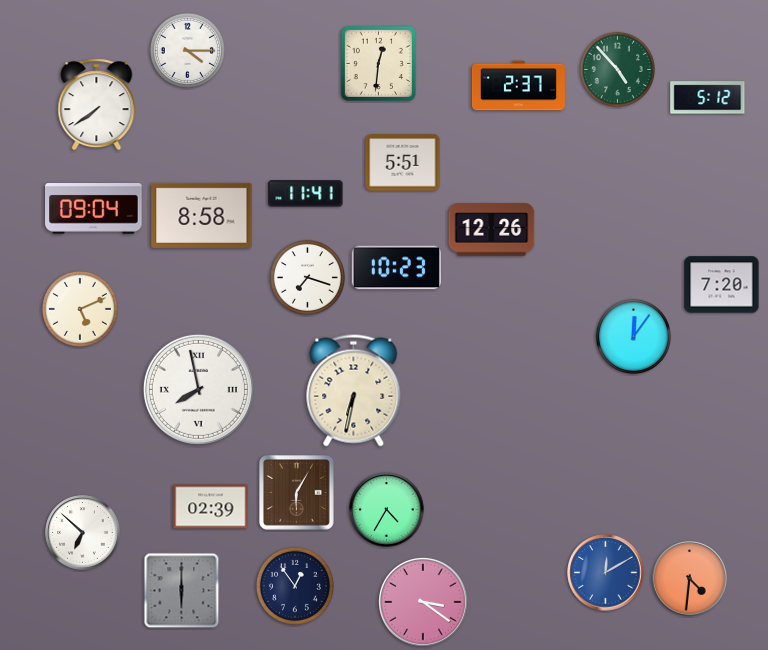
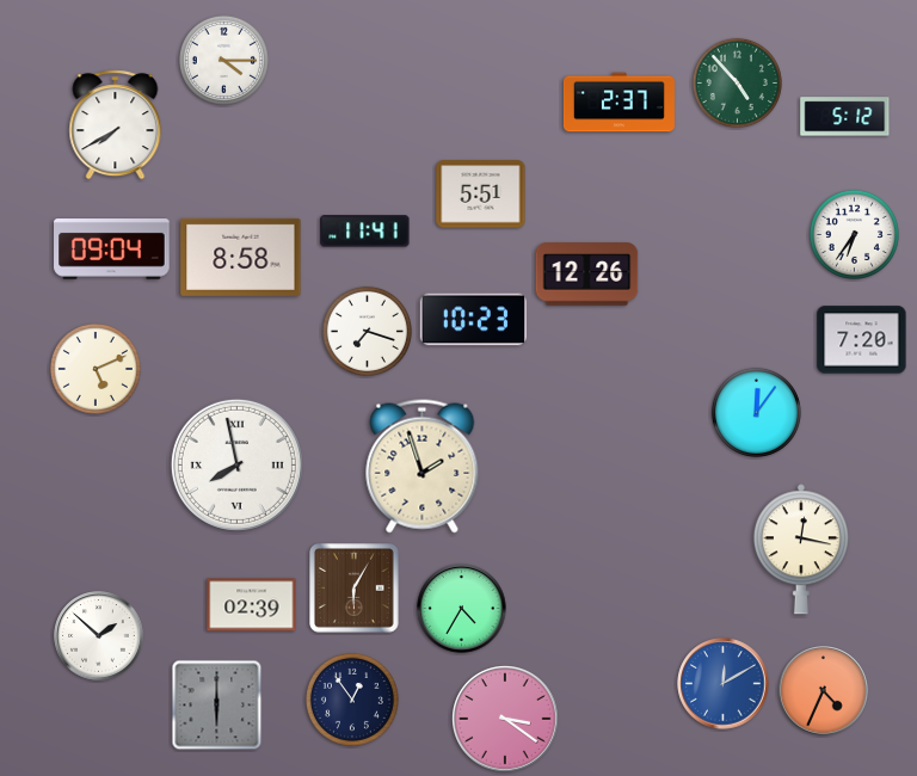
clock at (378, 63): 12:31 -> none
clock at (97, 105): 7:39 -> 7:40
clock at (854, 234): none -> 6:36
clock at (633, 336) position: (633, 336) -> (756, 412)
clock at (354, 391): 6:32 -> 1:57
clock at (801, 549): none -> 12:17
clock at (83, 533): 6:52 -> 1:52
clock at (690, 579): 4:31 -> 4:34
